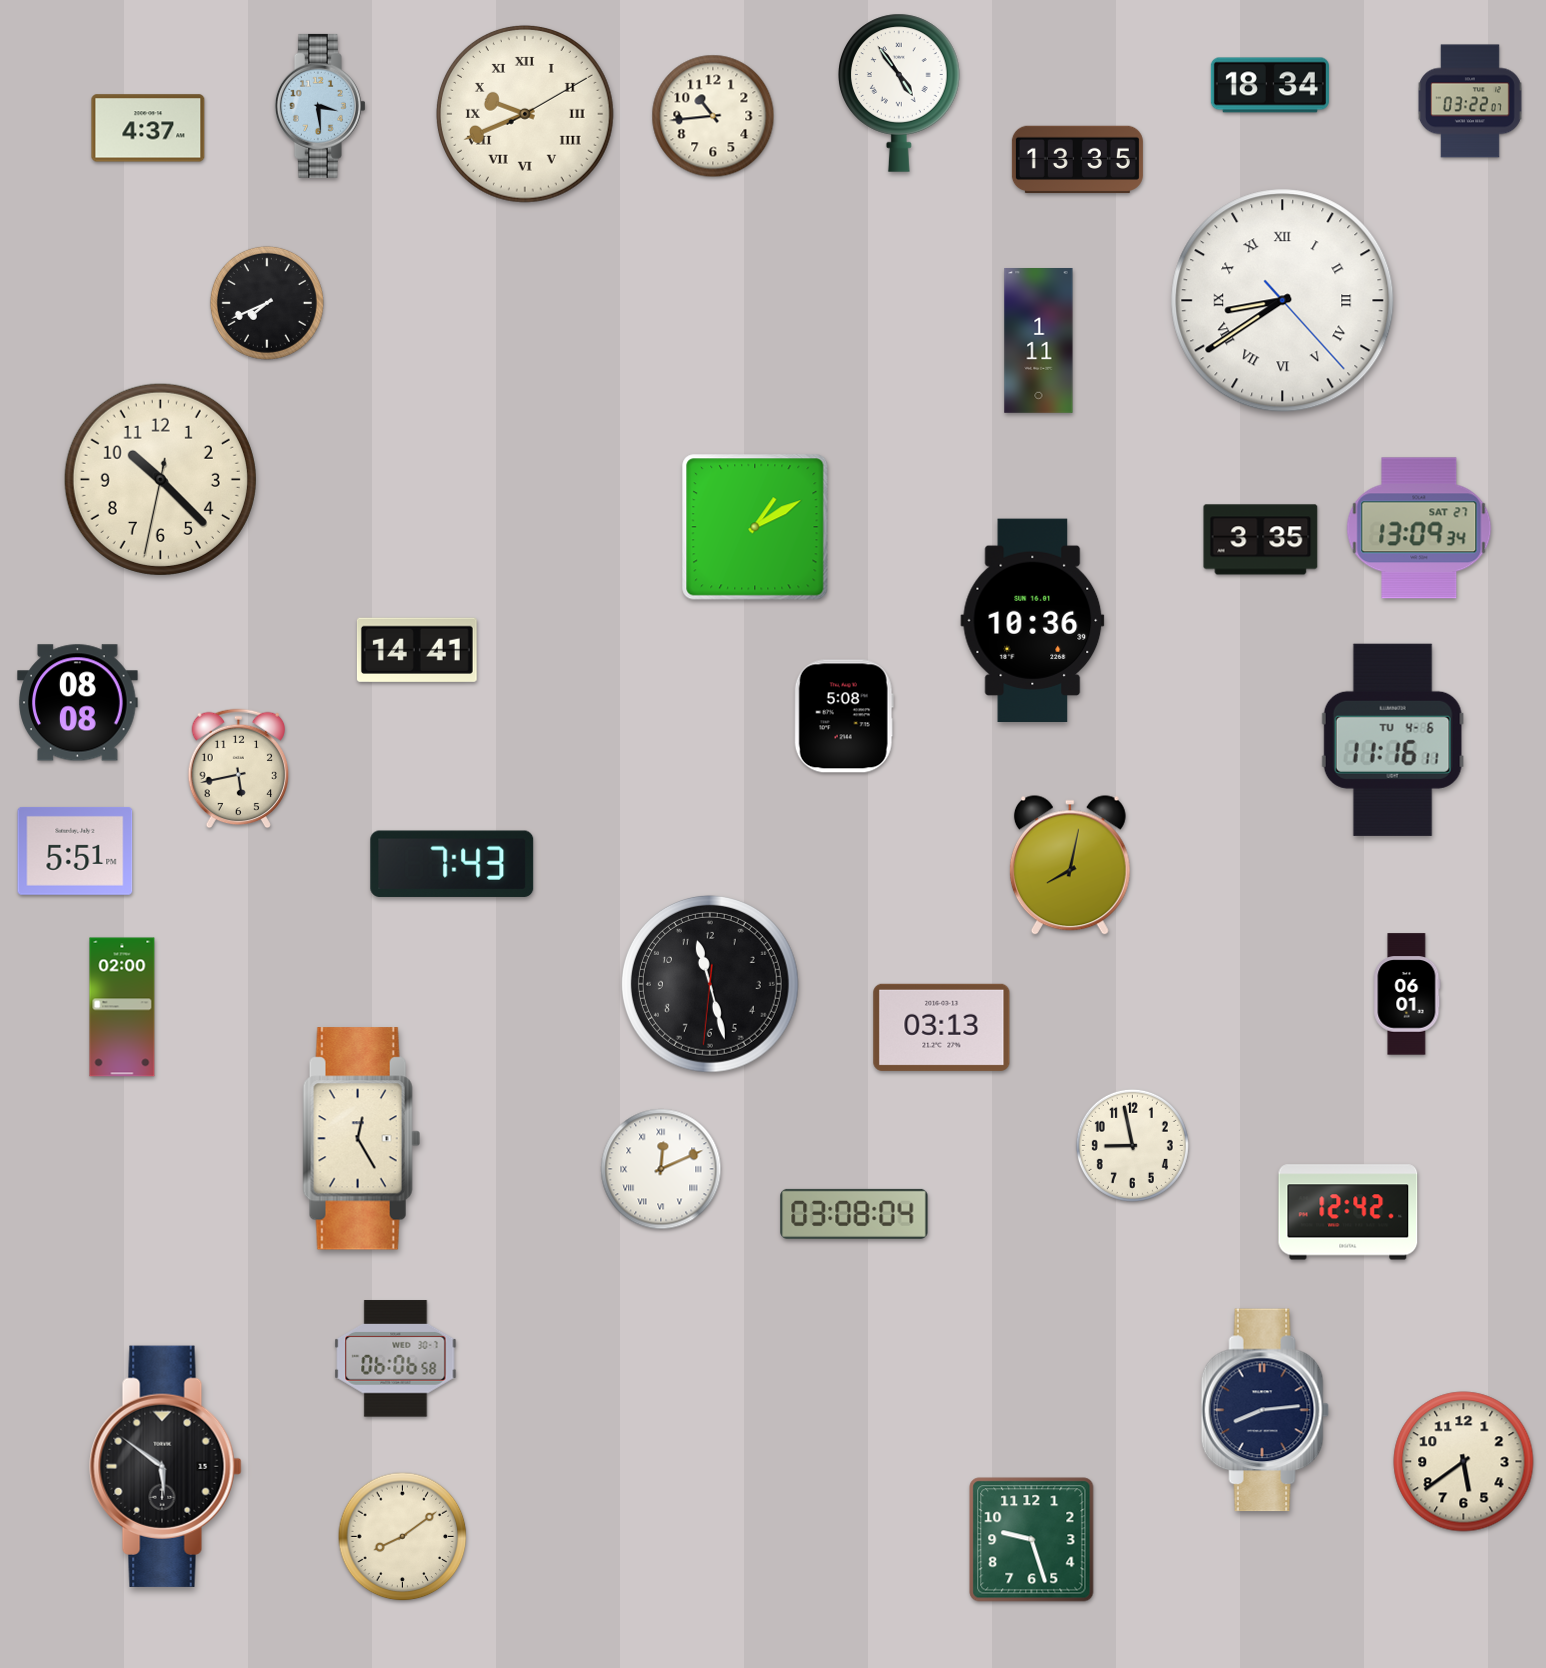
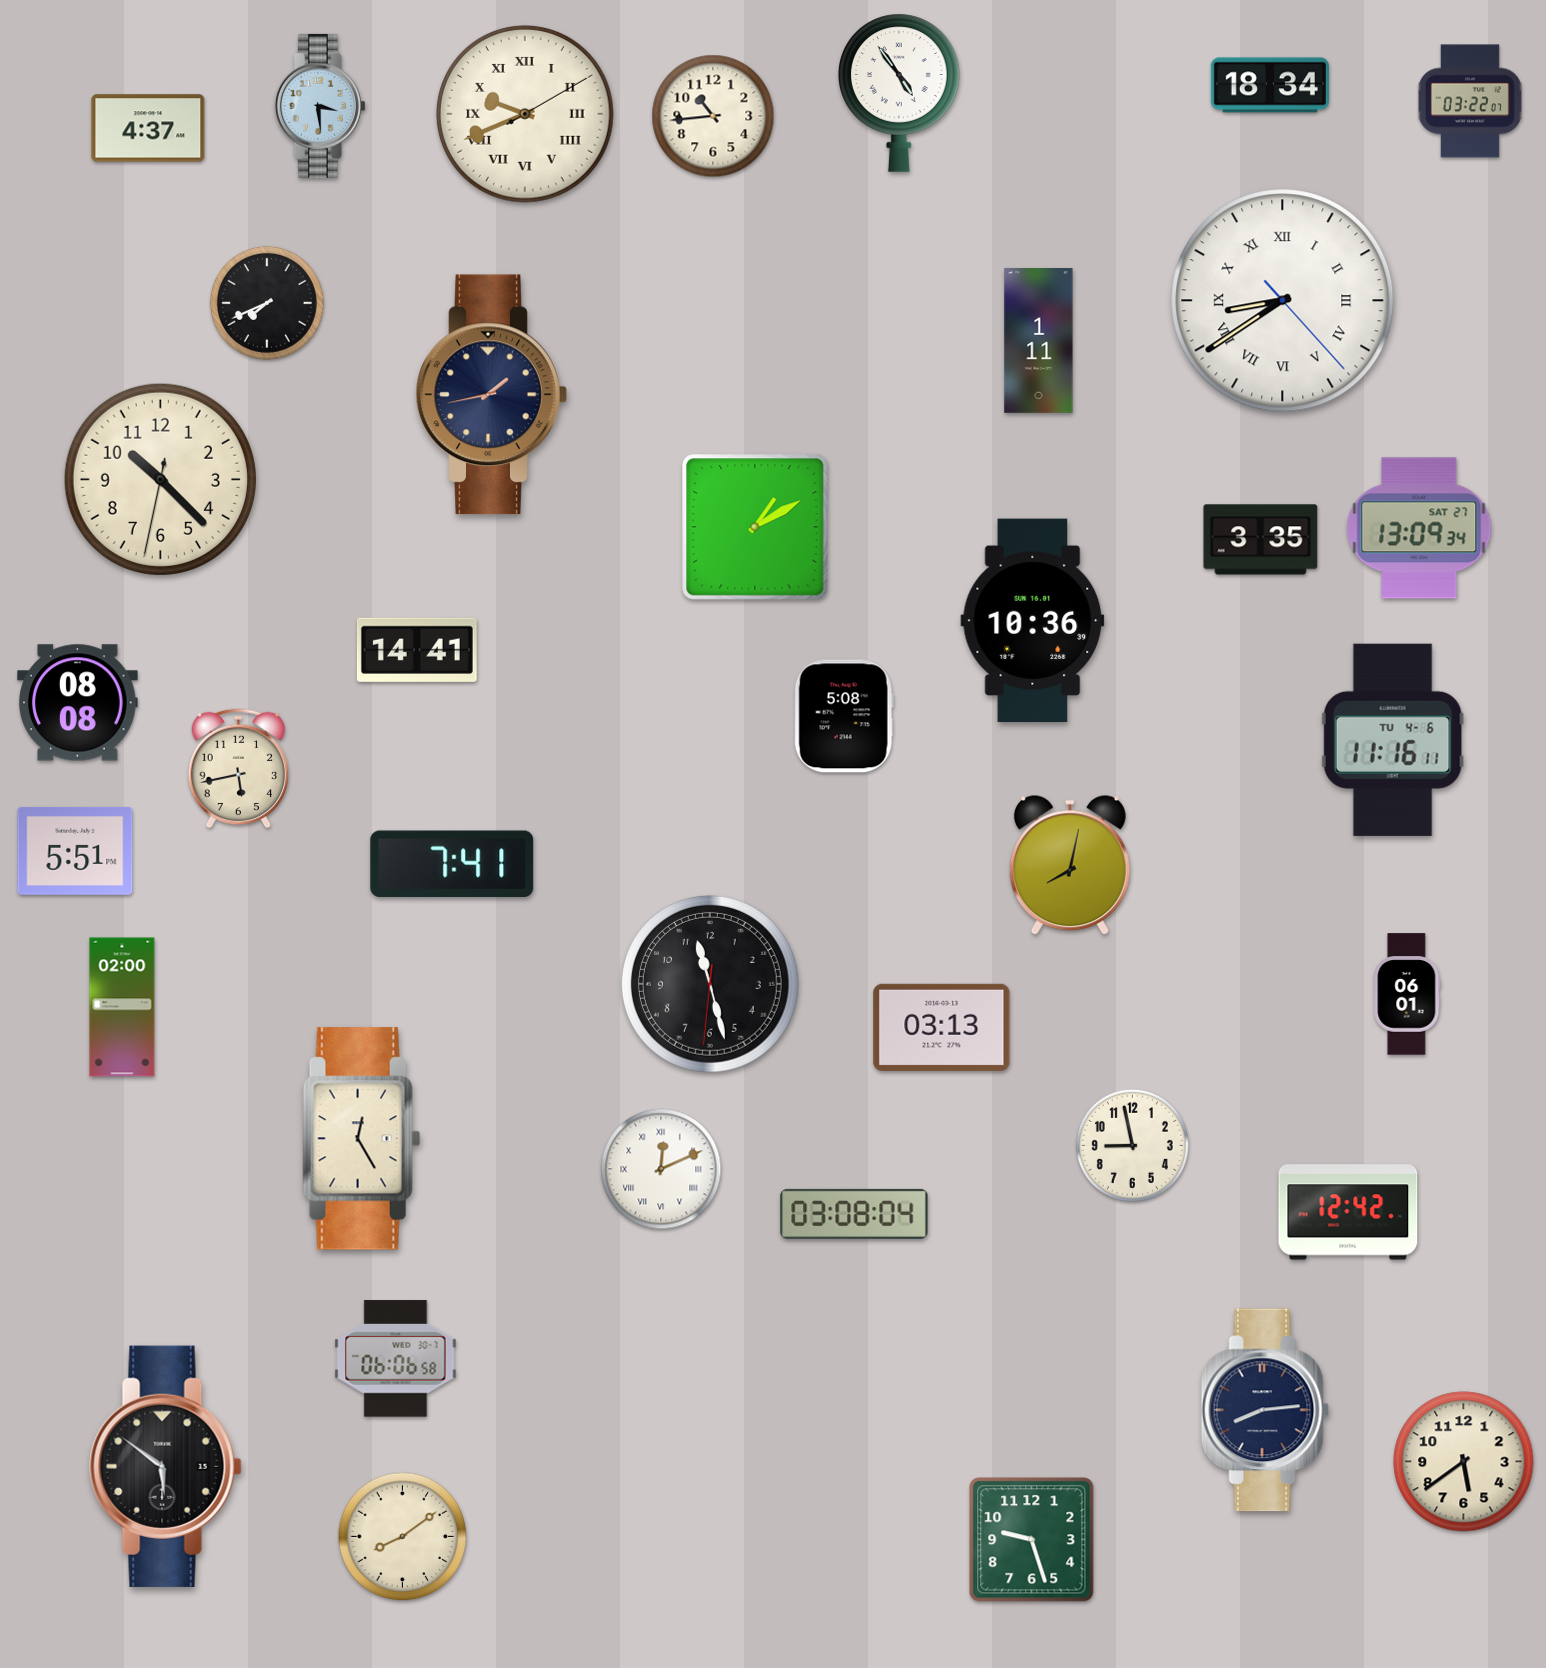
clock at (1077, 160): 13:35 -> none
clock at (491, 395): none -> 1:43
clock at (452, 863): 7:43 -> 7:41
